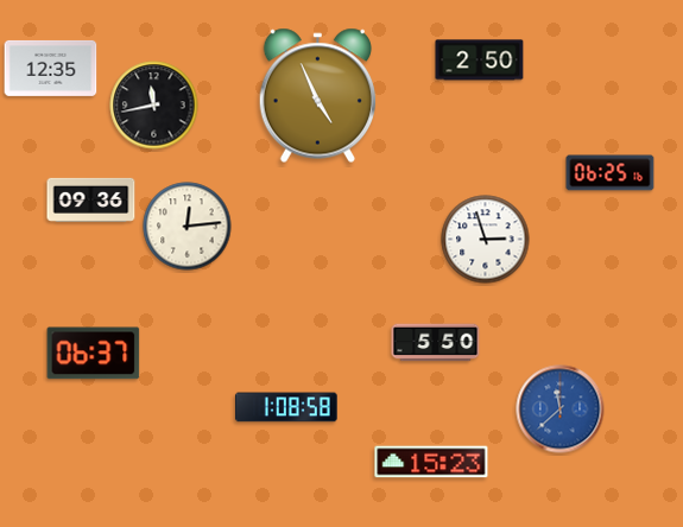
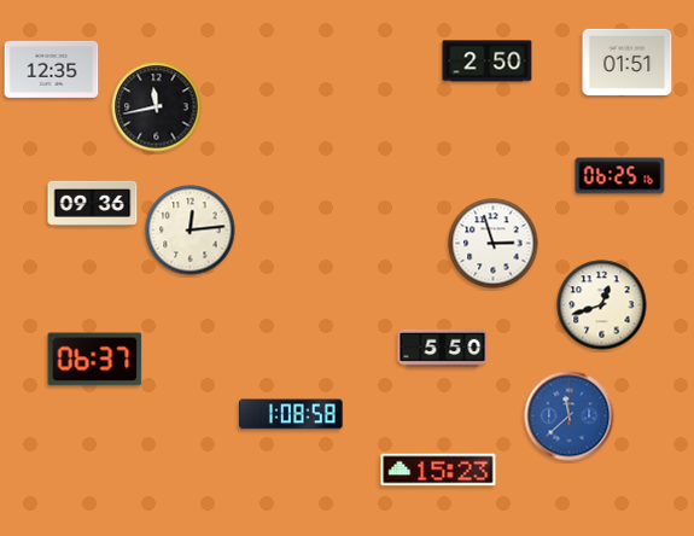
clock at (628, 62): none -> 01:51
clock at (317, 96): 4:56 -> none
clock at (602, 305): none -> 12:42
